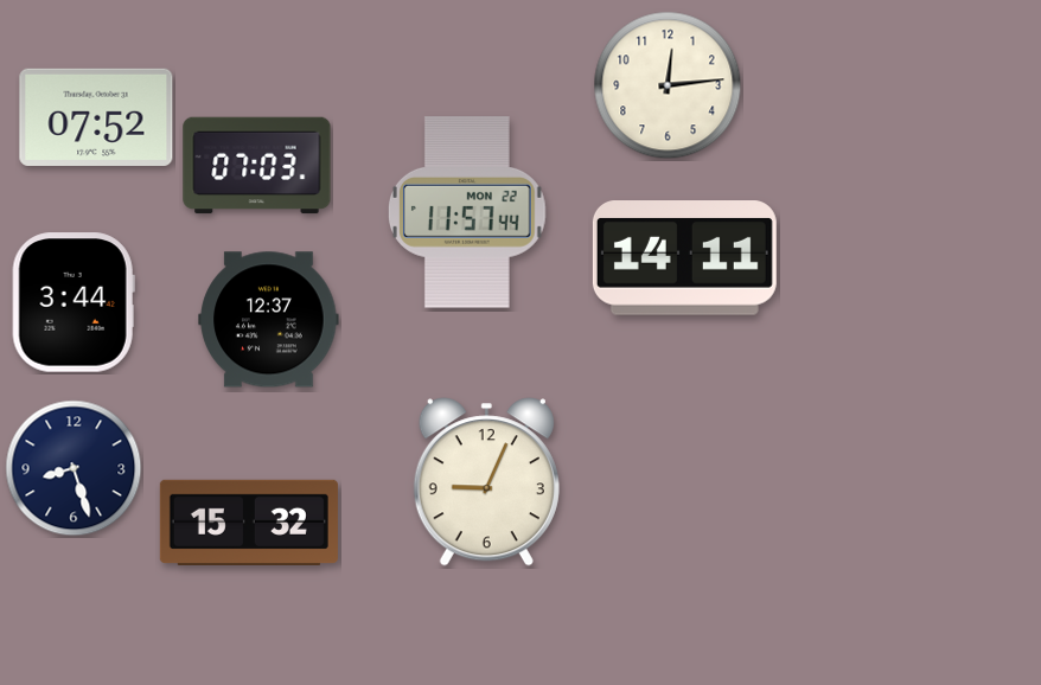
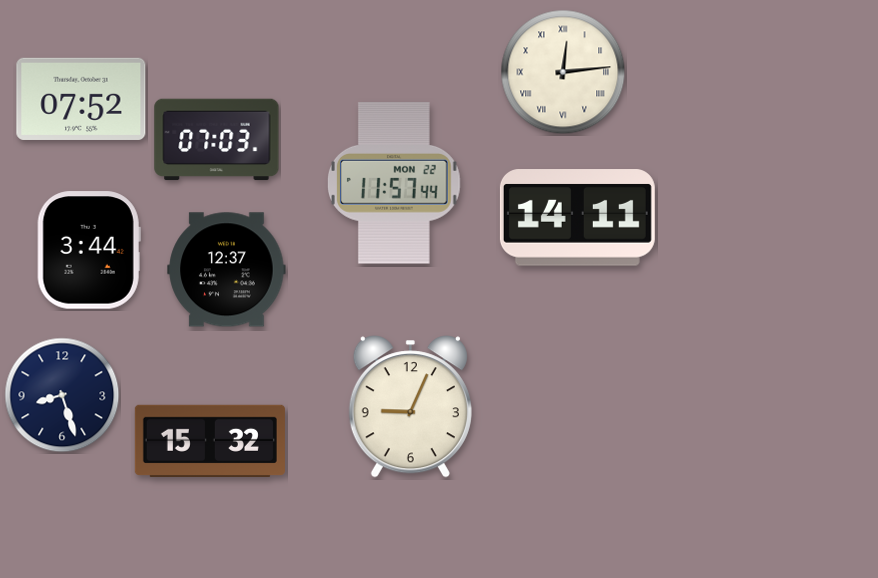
clock at (668, 85) numerals: Arabic -> Roman
clock at (467, 212) position: (467, 212) -> (394, 183)
clock at (74, 302) position: (74, 302) -> (89, 250)
